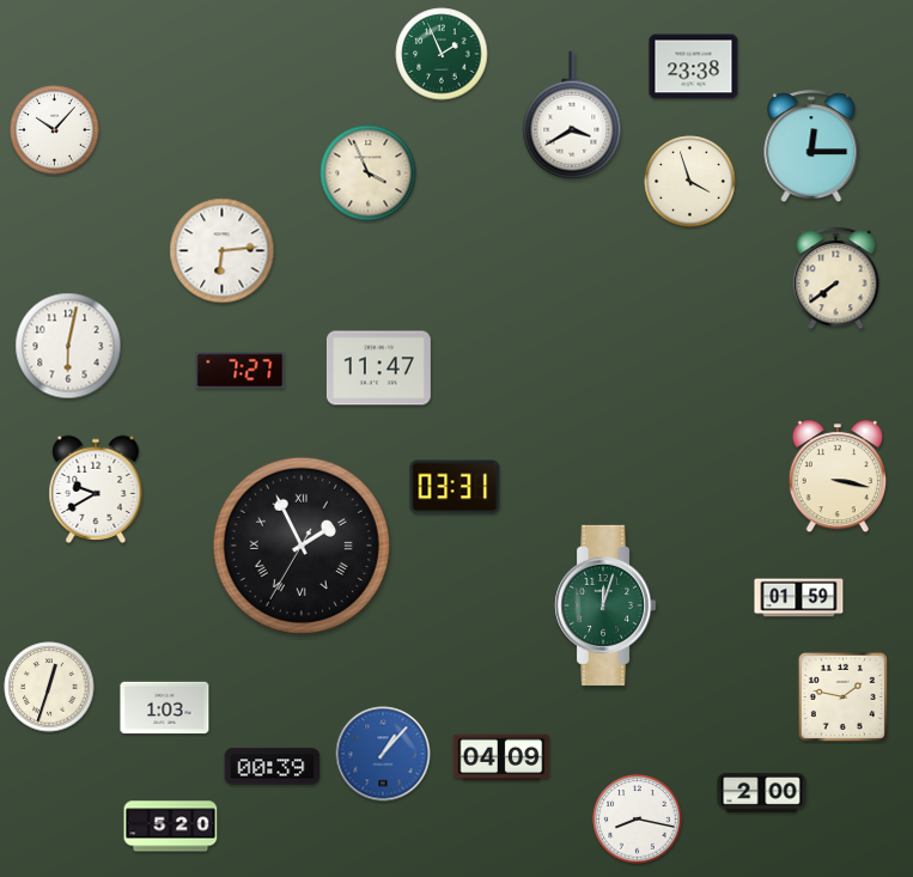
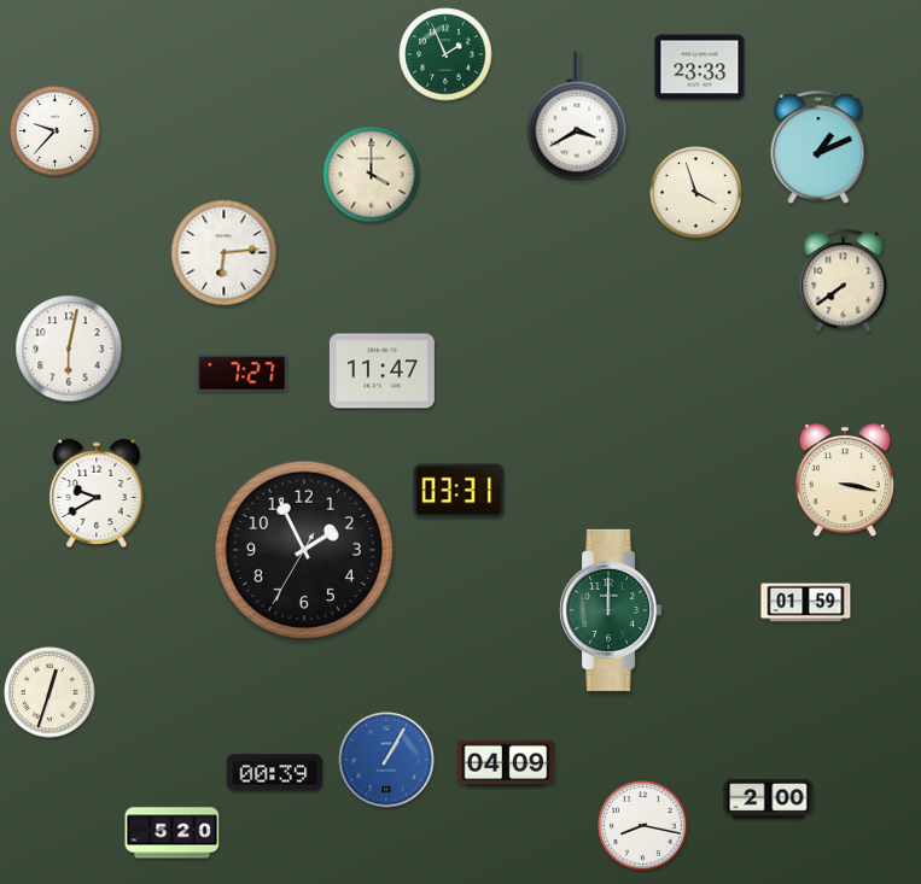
clock at (694, 67): 23:38 -> 23:33
clock at (55, 130): 10:07 -> 9:37
clock at (811, 147): 12:15 -> 1:11
clock at (369, 173): 3:56 -> 4:00
clock at (690, 182) position: (690, 182) -> (696, 193)
clock at (302, 546) numerals: Roman -> Arabic
clock at (605, 605): 12:03 -> 12:00
clock at (842, 696): 1:47 -> none
clock at (165, 708): 1:03 -> none
clock at (383, 754): 1:07 -> 1:05
